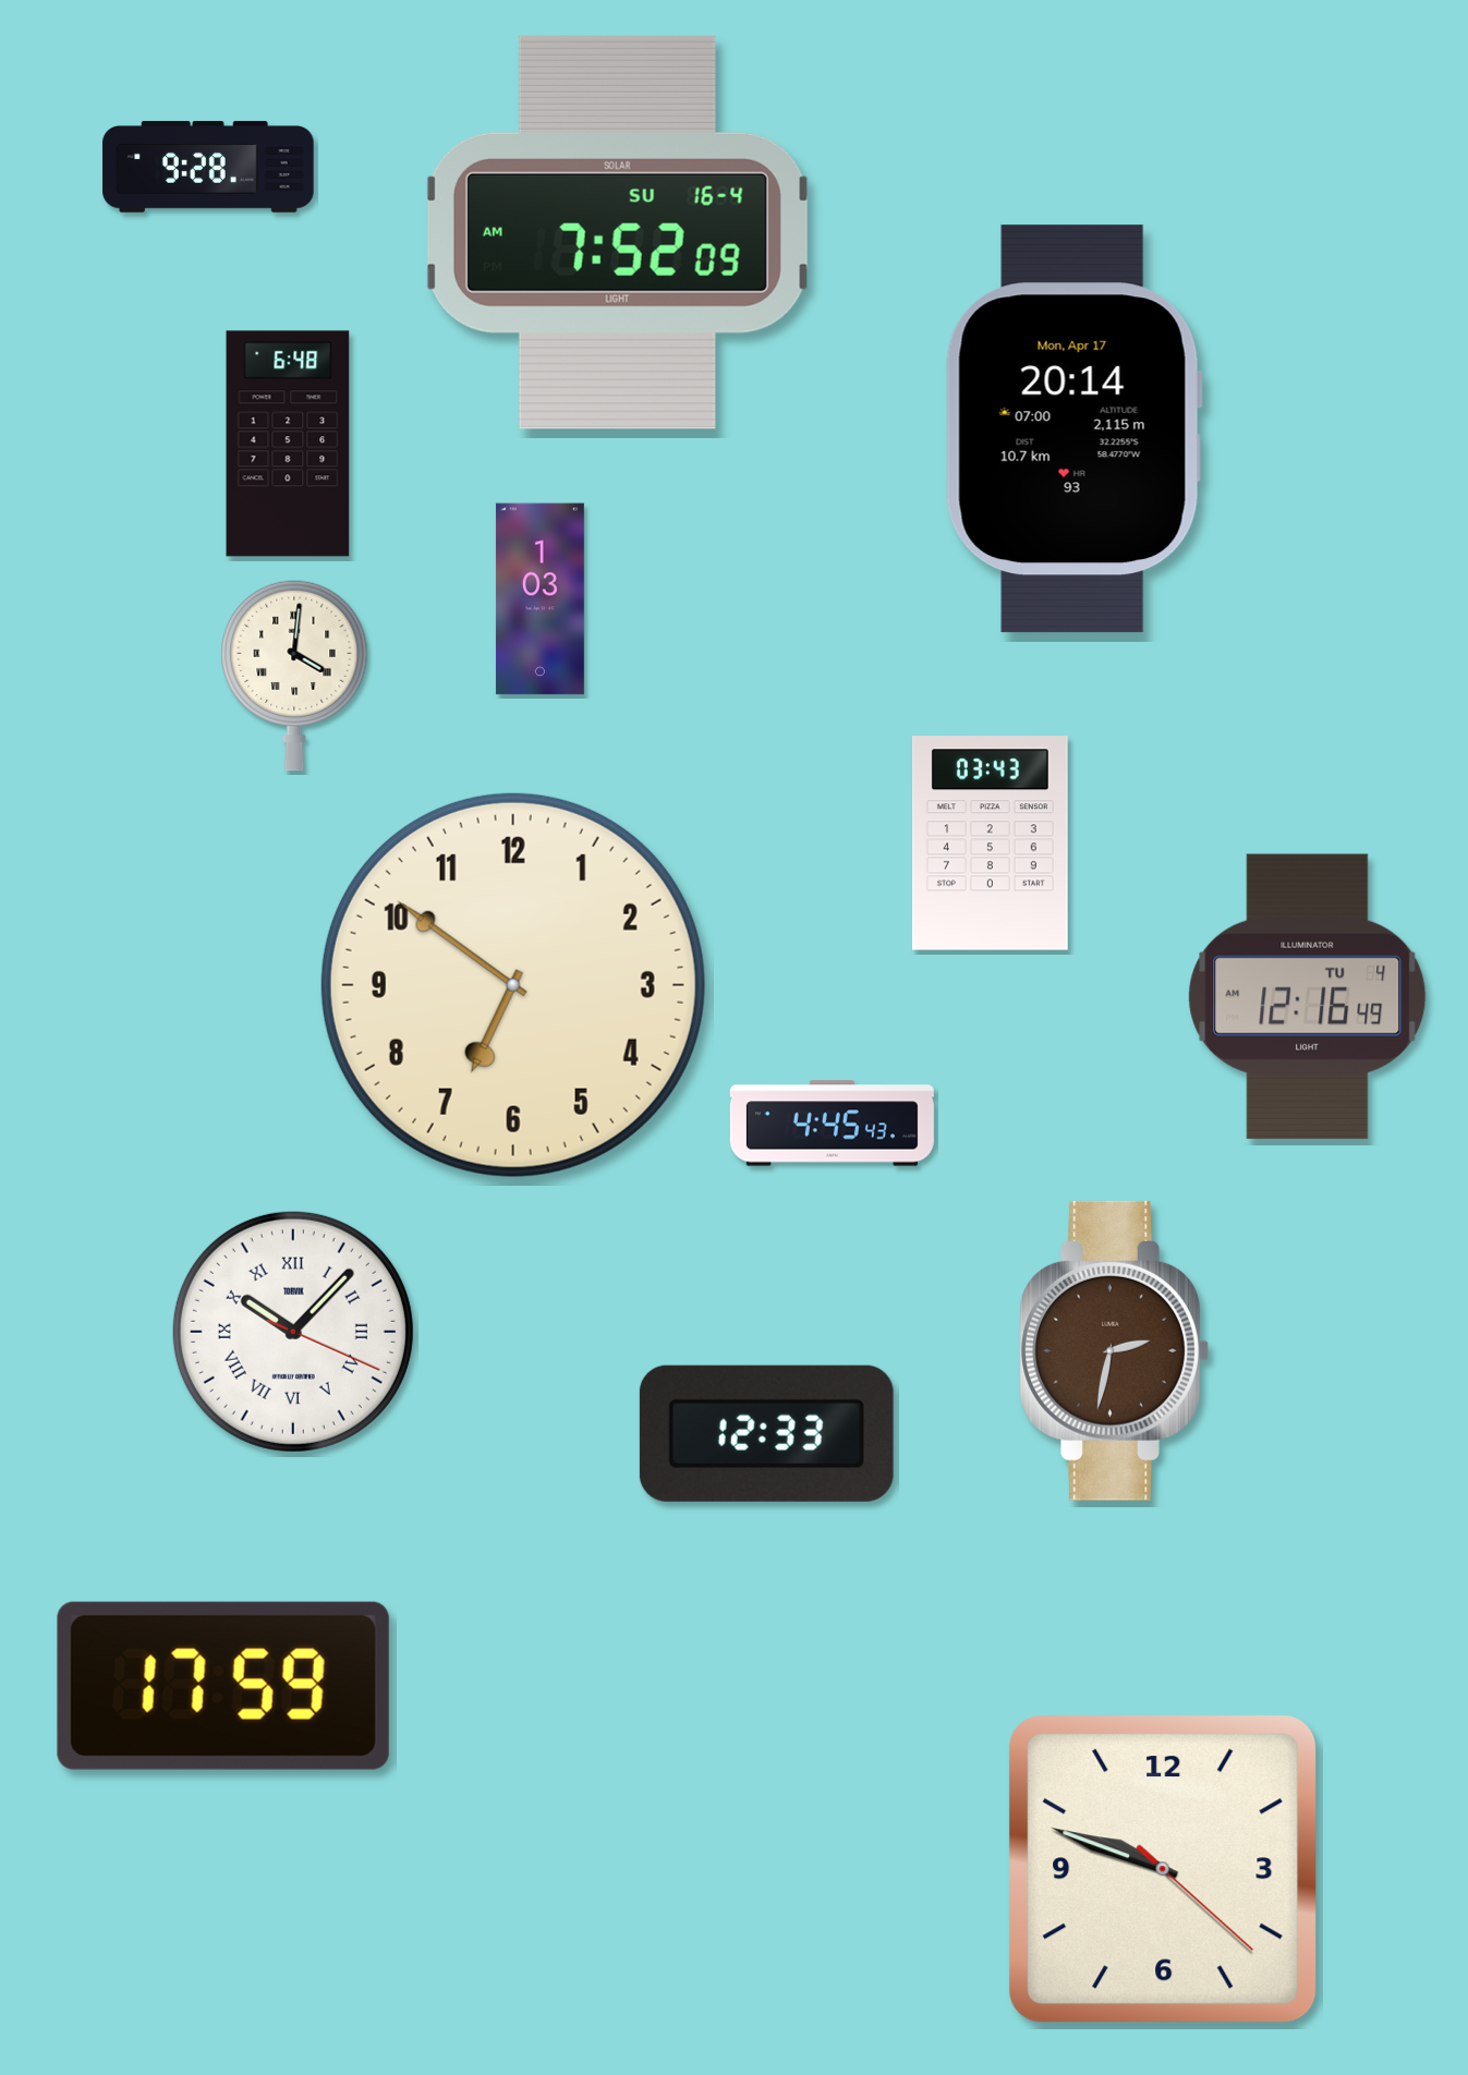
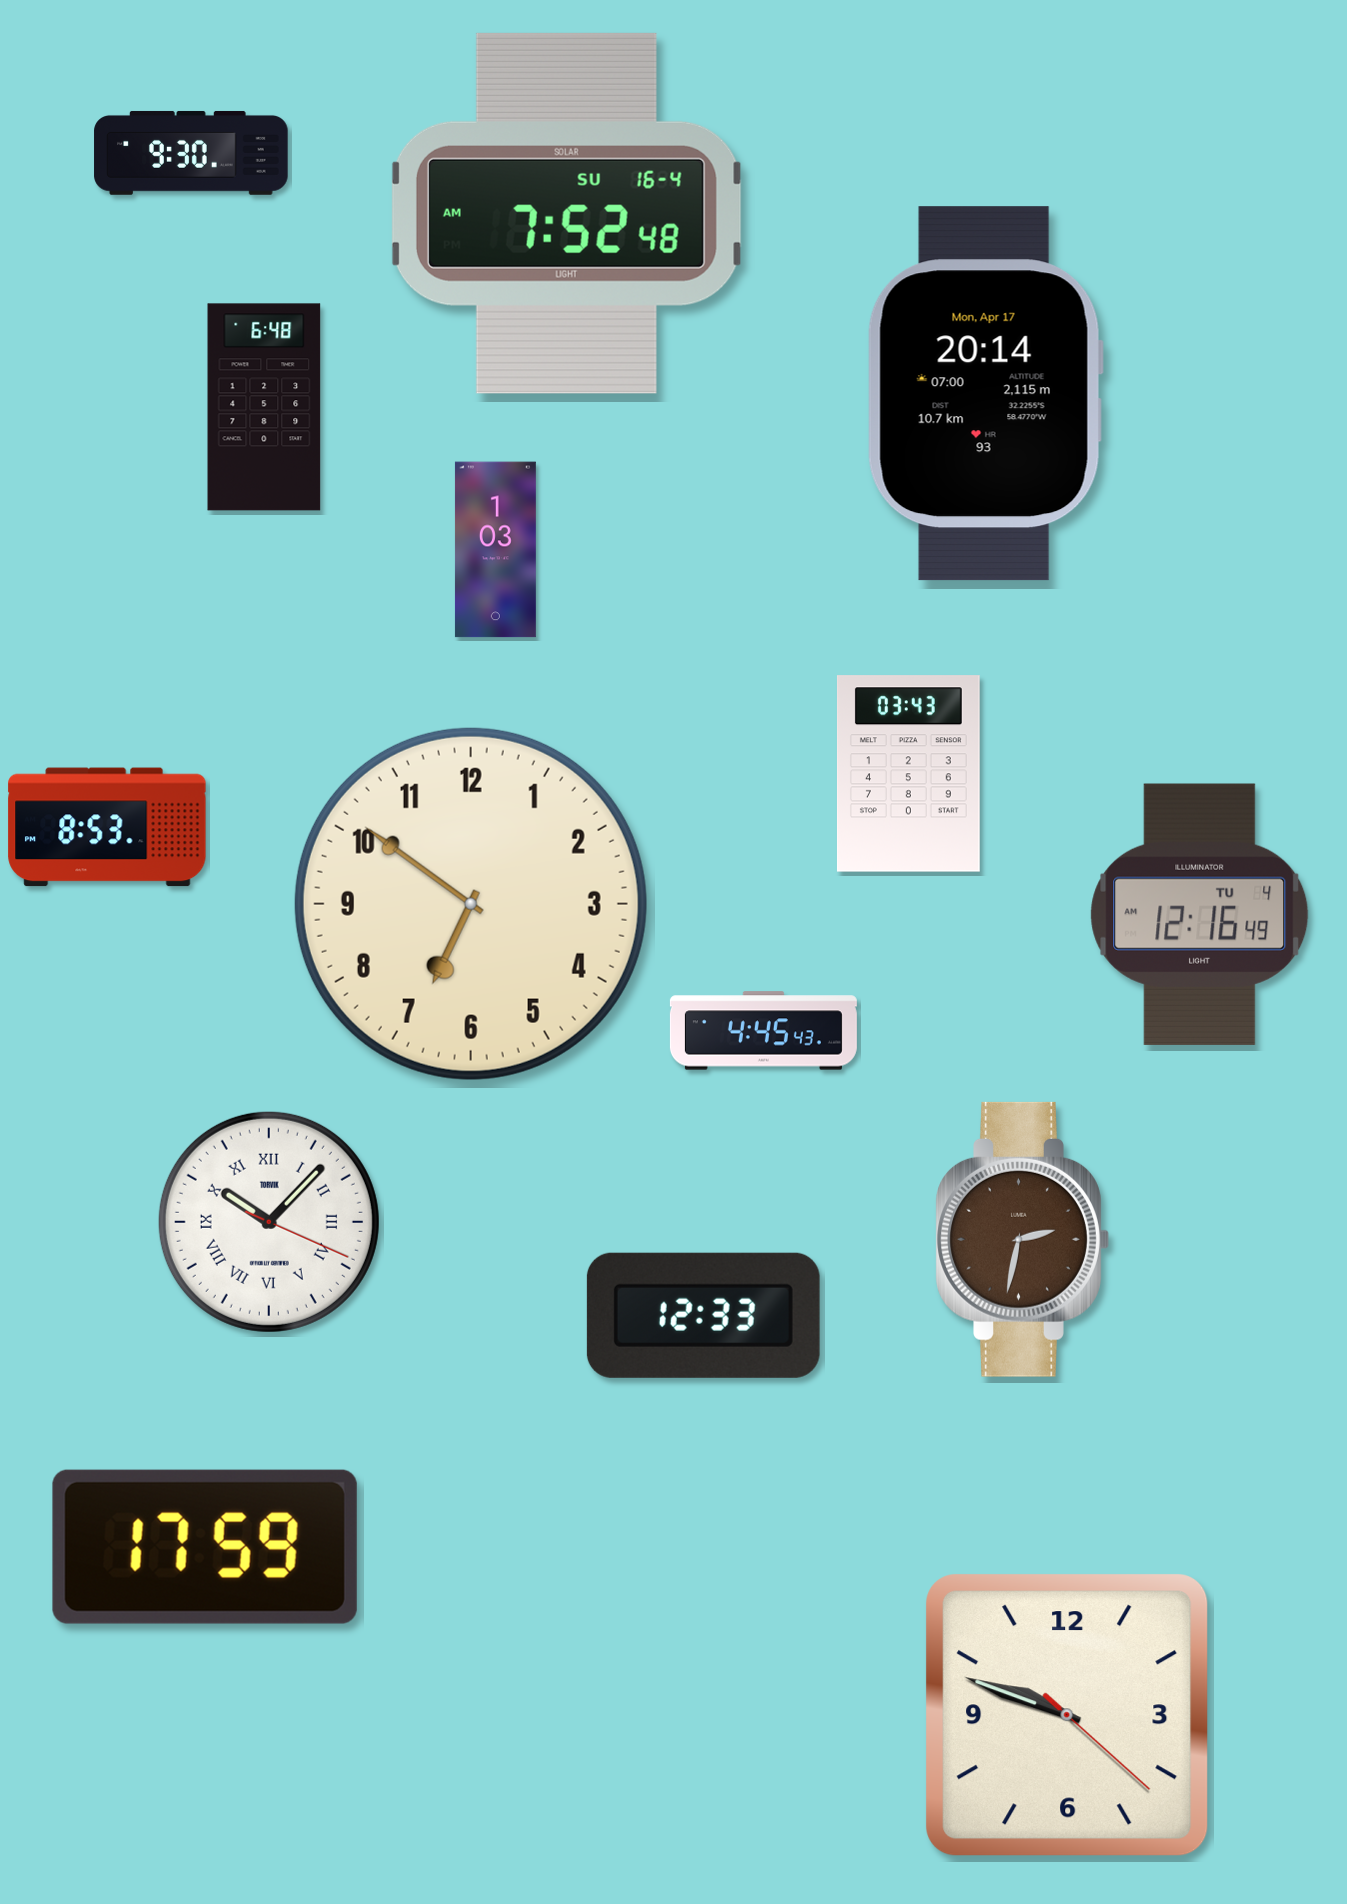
clock at (208, 167): 9:28 -> 9:30
clock at (617, 232): 7:52:09 AM -> 7:52:48 AM
clock at (294, 676): 4:01 -> none
clock at (107, 827): none -> 8:53
